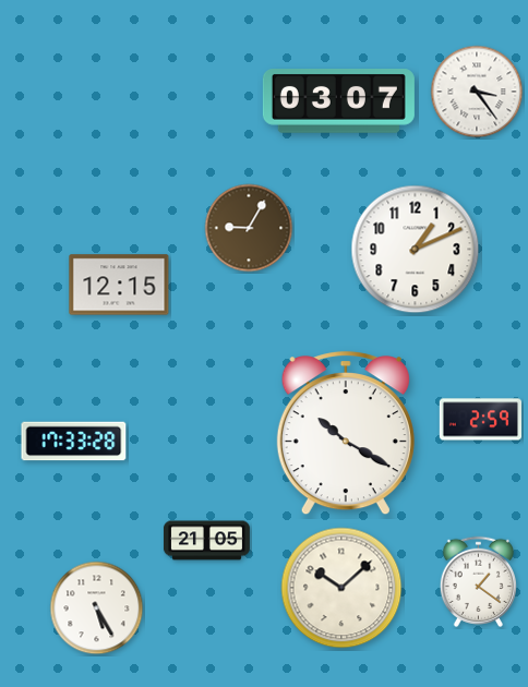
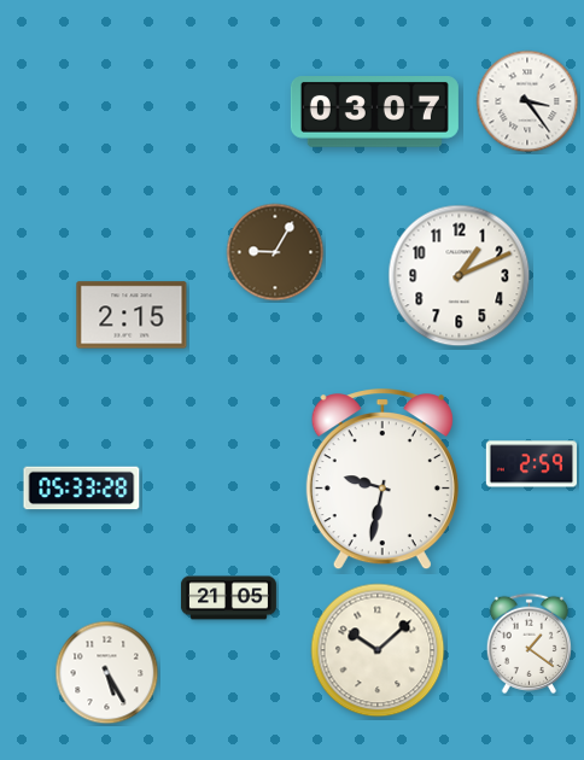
clock at (119, 285): 12:15 -> 2:15
clock at (346, 434): 10:20 -> 9:32
clock at (74, 442): 17:33 -> 05:33
